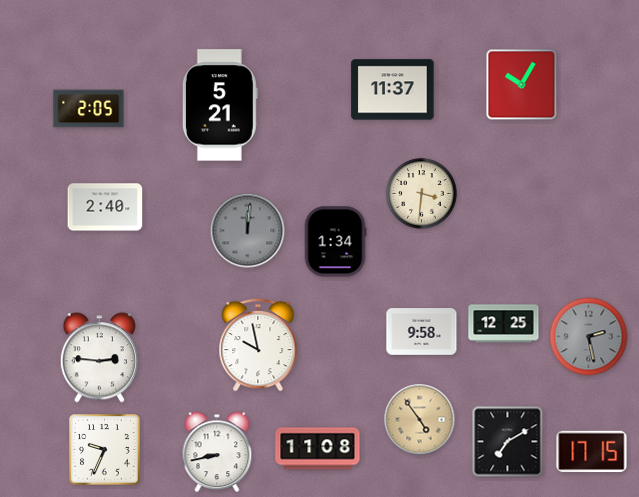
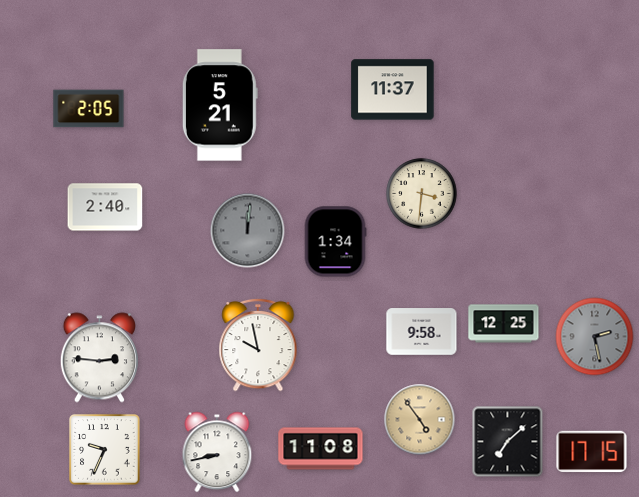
clock at (522, 85): 10:05 -> none
clock at (589, 337) position: (589, 337) -> (595, 337)
clock at (508, 442): 7:10 -> 7:08
clock at (318, 449) position: (318, 449) -> (321, 449)
